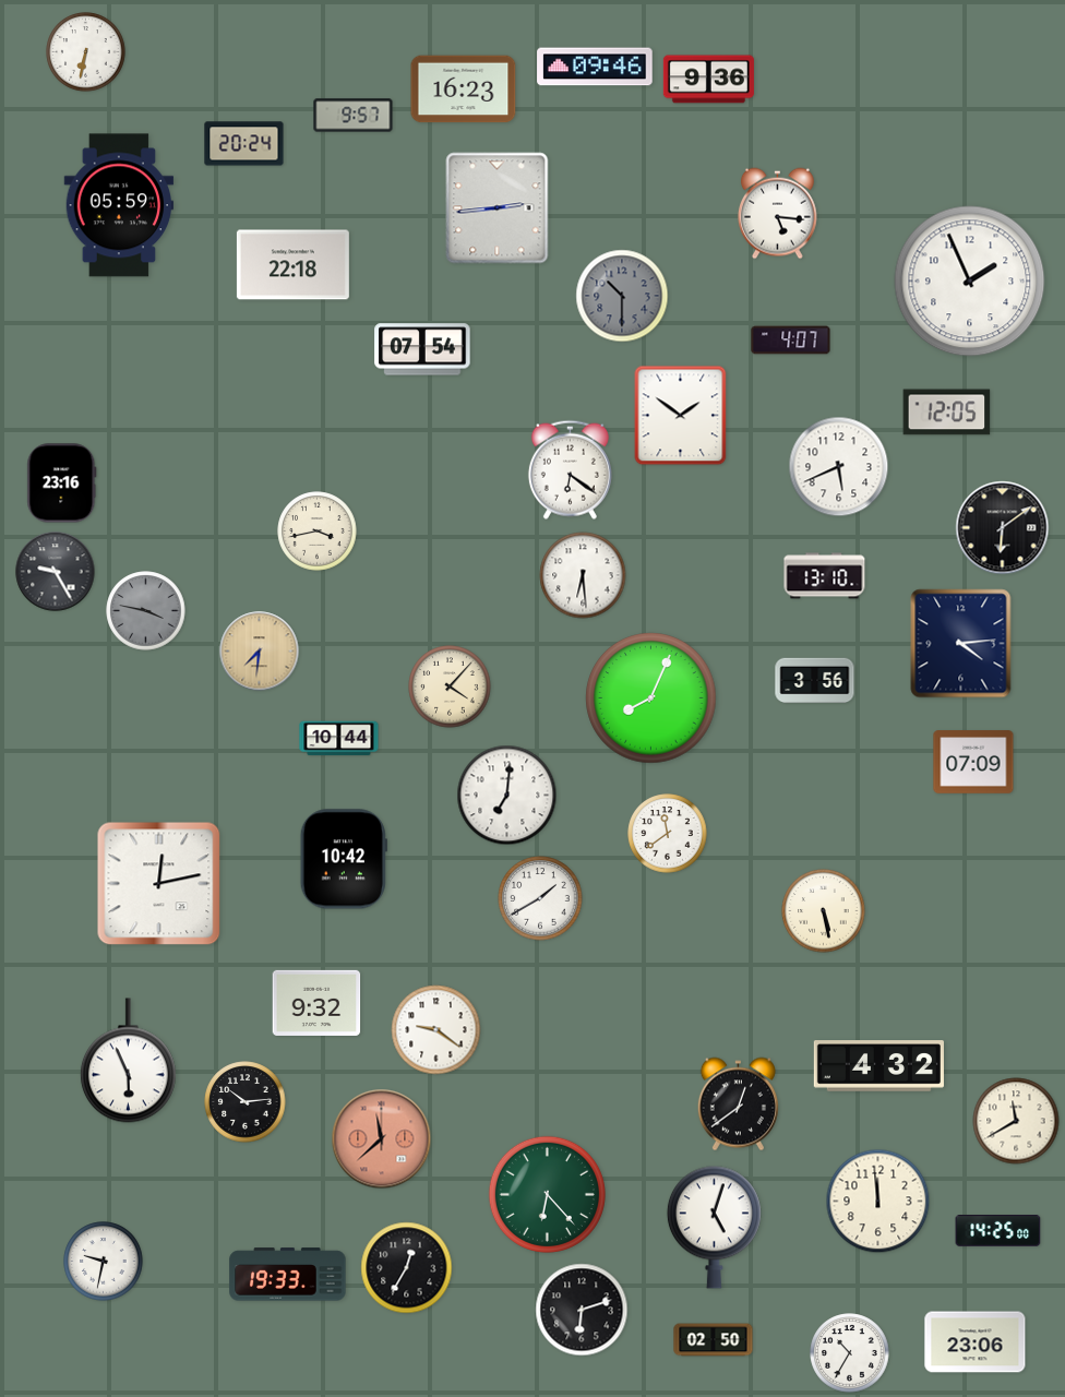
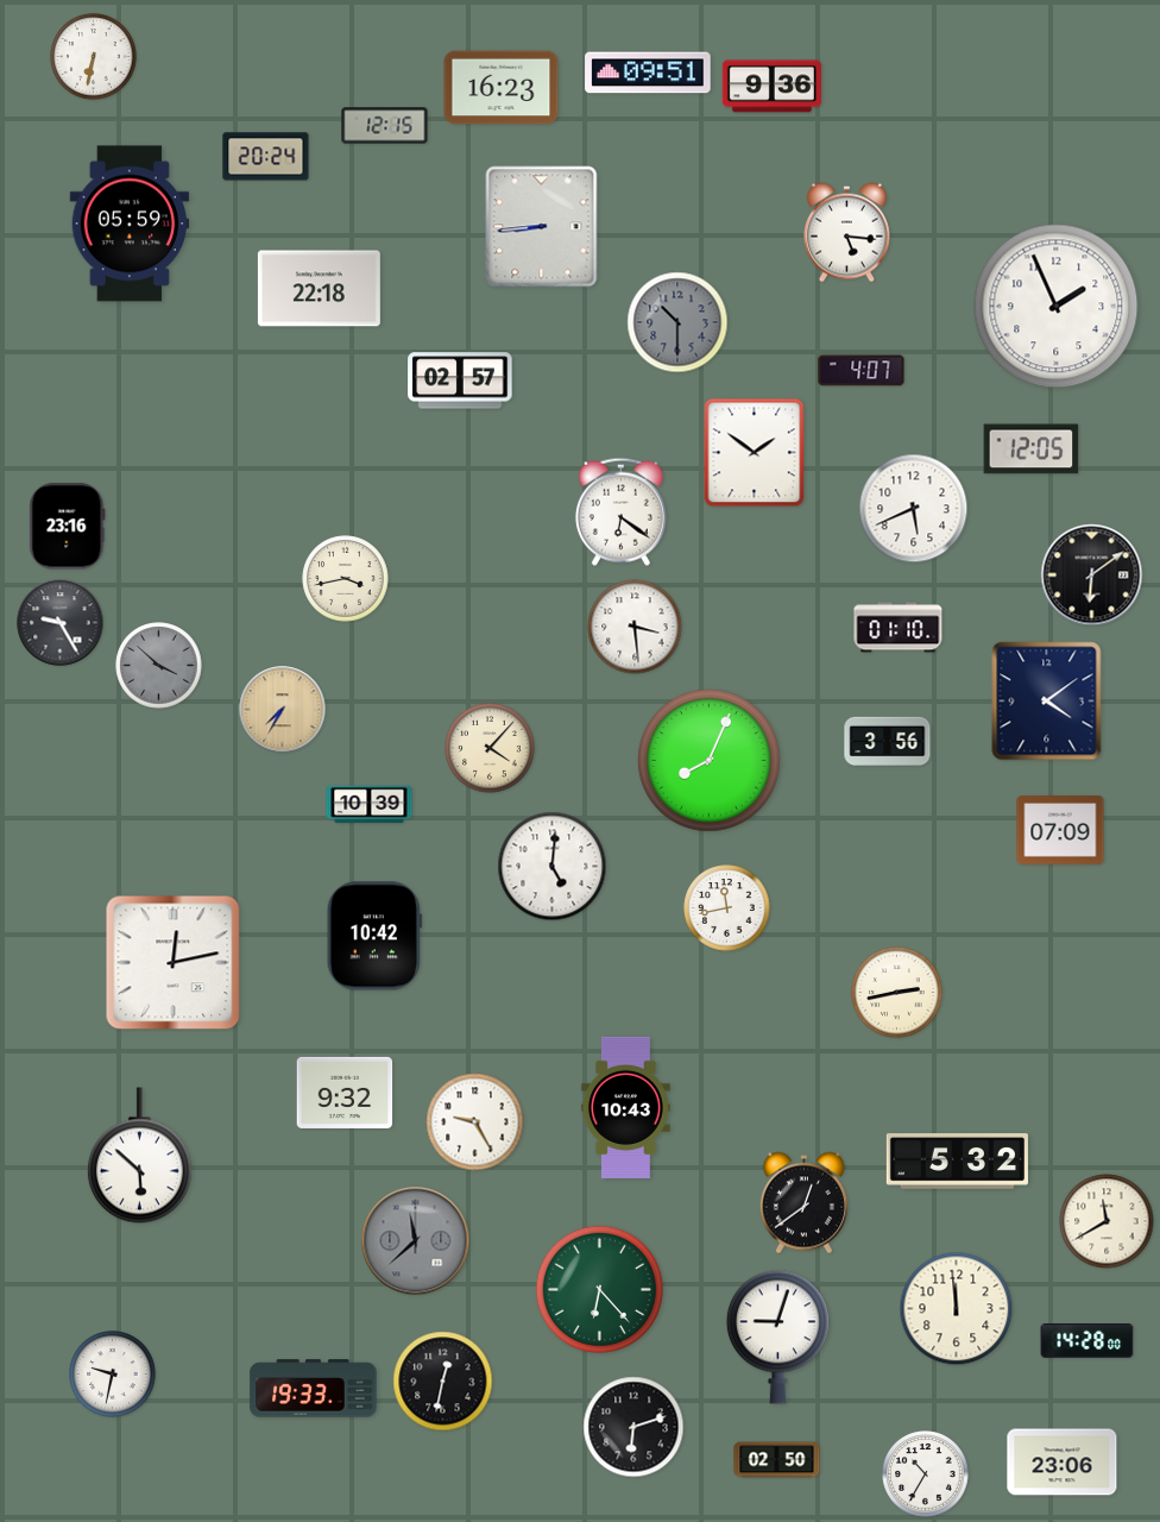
clock at (595, 67): 09:46 -> 09:51
clock at (464, 89) position: (464, 89) -> (502, 88)
clock at (354, 116): 9:57 -> 12:15
clock at (498, 208): 2:44 -> 8:44
clock at (422, 349): 07:54 -> 02:57
clock at (681, 416) position: (681, 416) -> (755, 453)
clock at (583, 575): 6:29 -> 3:29
clock at (825, 576): 13:10 -> 01:10
clock at (146, 611): 3:47 -> 3:52
clock at (961, 644): 4:14 -> 4:09
clock at (260, 652): 7:31 -> 7:35
clock at (339, 739): 10:44 -> 10:39
clock at (507, 796): 7:01 -> 5:01
clock at (668, 834): 11:39 -> 11:43
clock at (540, 898): 1:40 -> none
clock at (824, 911): 5:28 -> 2:43
clock at (626, 1107): none -> 10:43
clock at (436, 1030): 9:21 -> 9:25
clock at (128, 1061): 5:56 -> 5:52
clock at (878, 1066): 4:32 -> 5:32
clock at (246, 1102): 10:14 -> none
clock at (382, 1139) dial: salmon -> grey
clock at (547, 1194) position: (547, 1194) -> (599, 1289)
clock at (714, 1227): 5:03 -> 9:03
clock at (998, 1231): 14:25 -> 14:28
clock at (407, 1268): 12:35 -> 12:32
